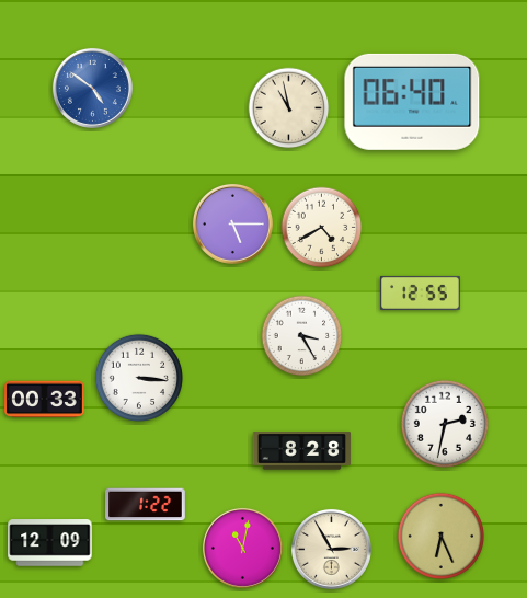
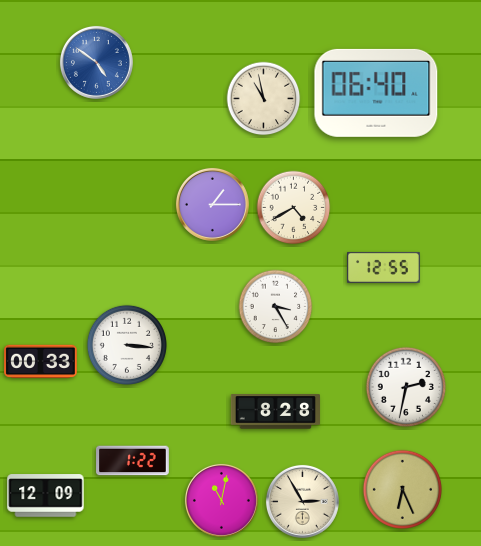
clock at (92, 88) position: (92, 88) -> (96, 62)
clock at (232, 223): 5:15 -> 1:15
clock at (45, 400) position: (45, 400) -> (41, 362)
